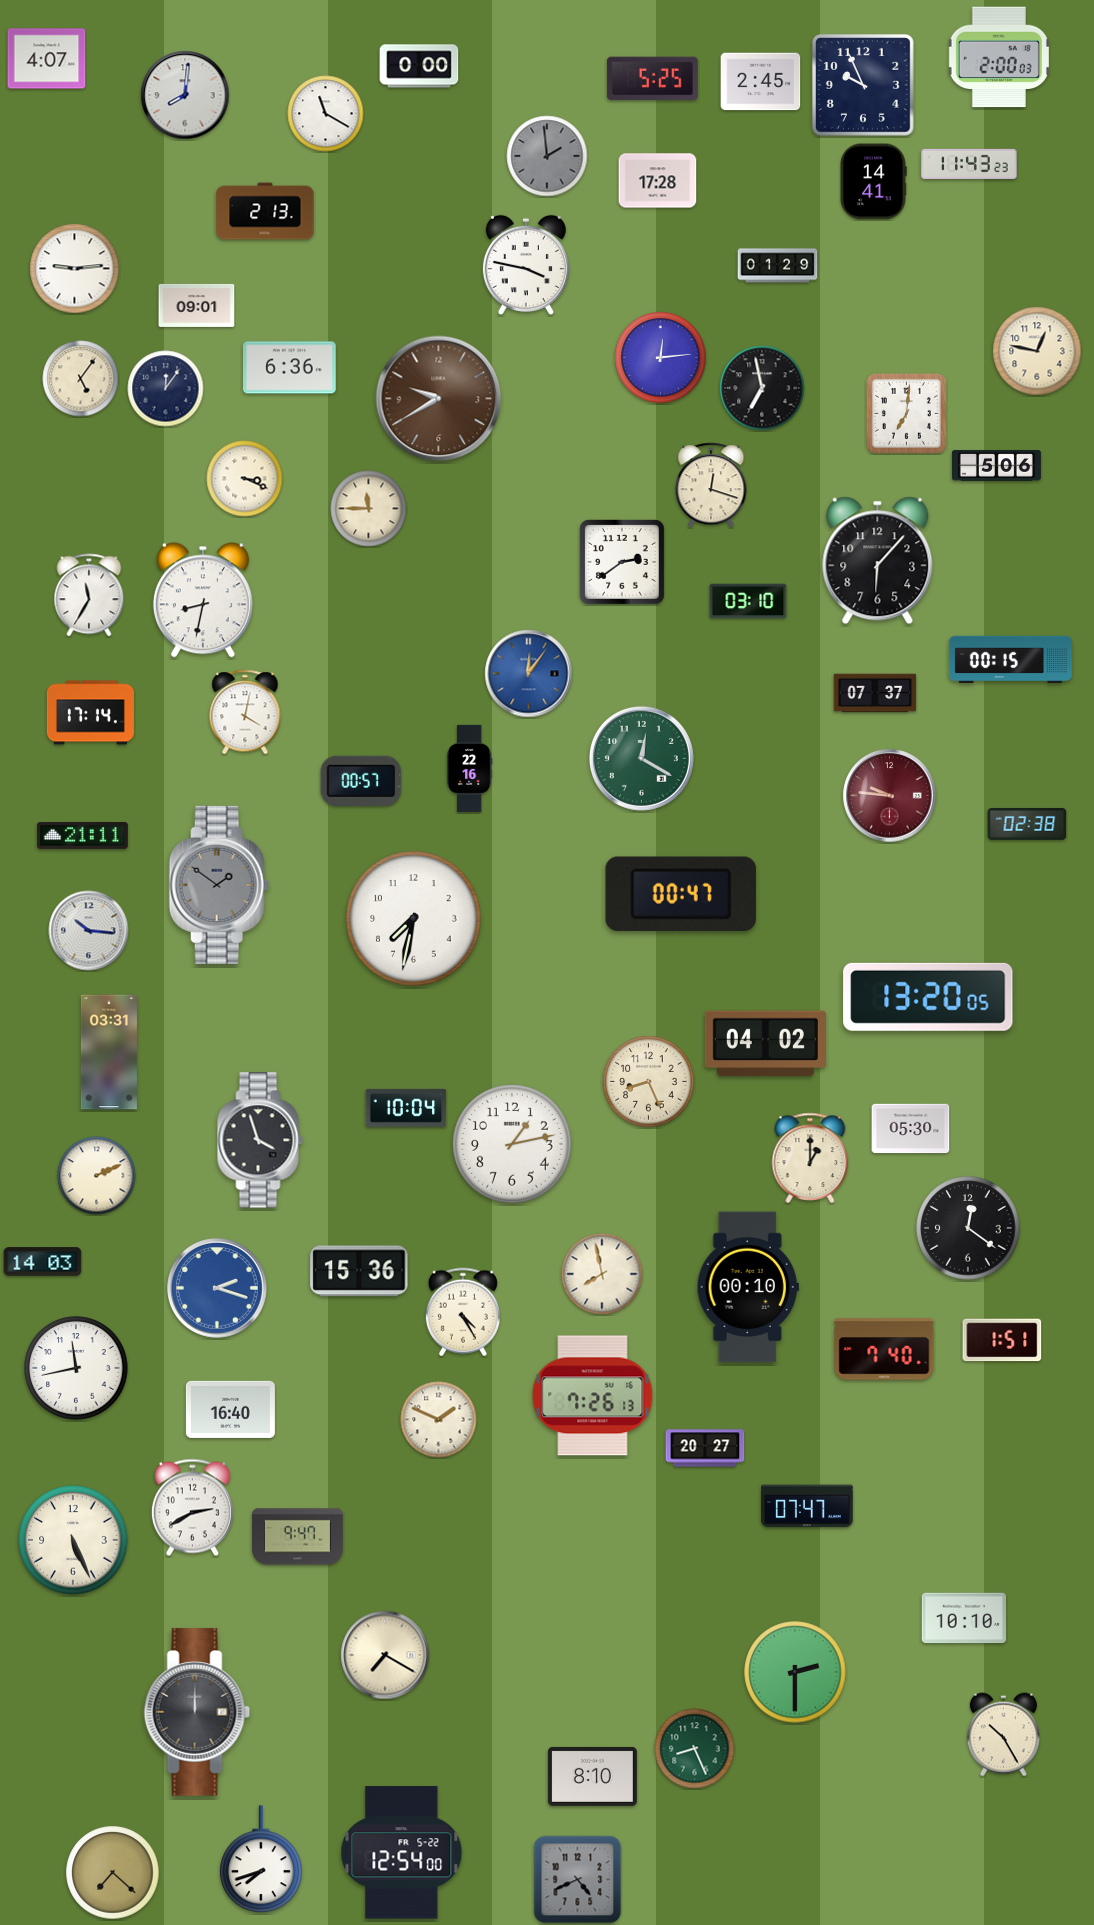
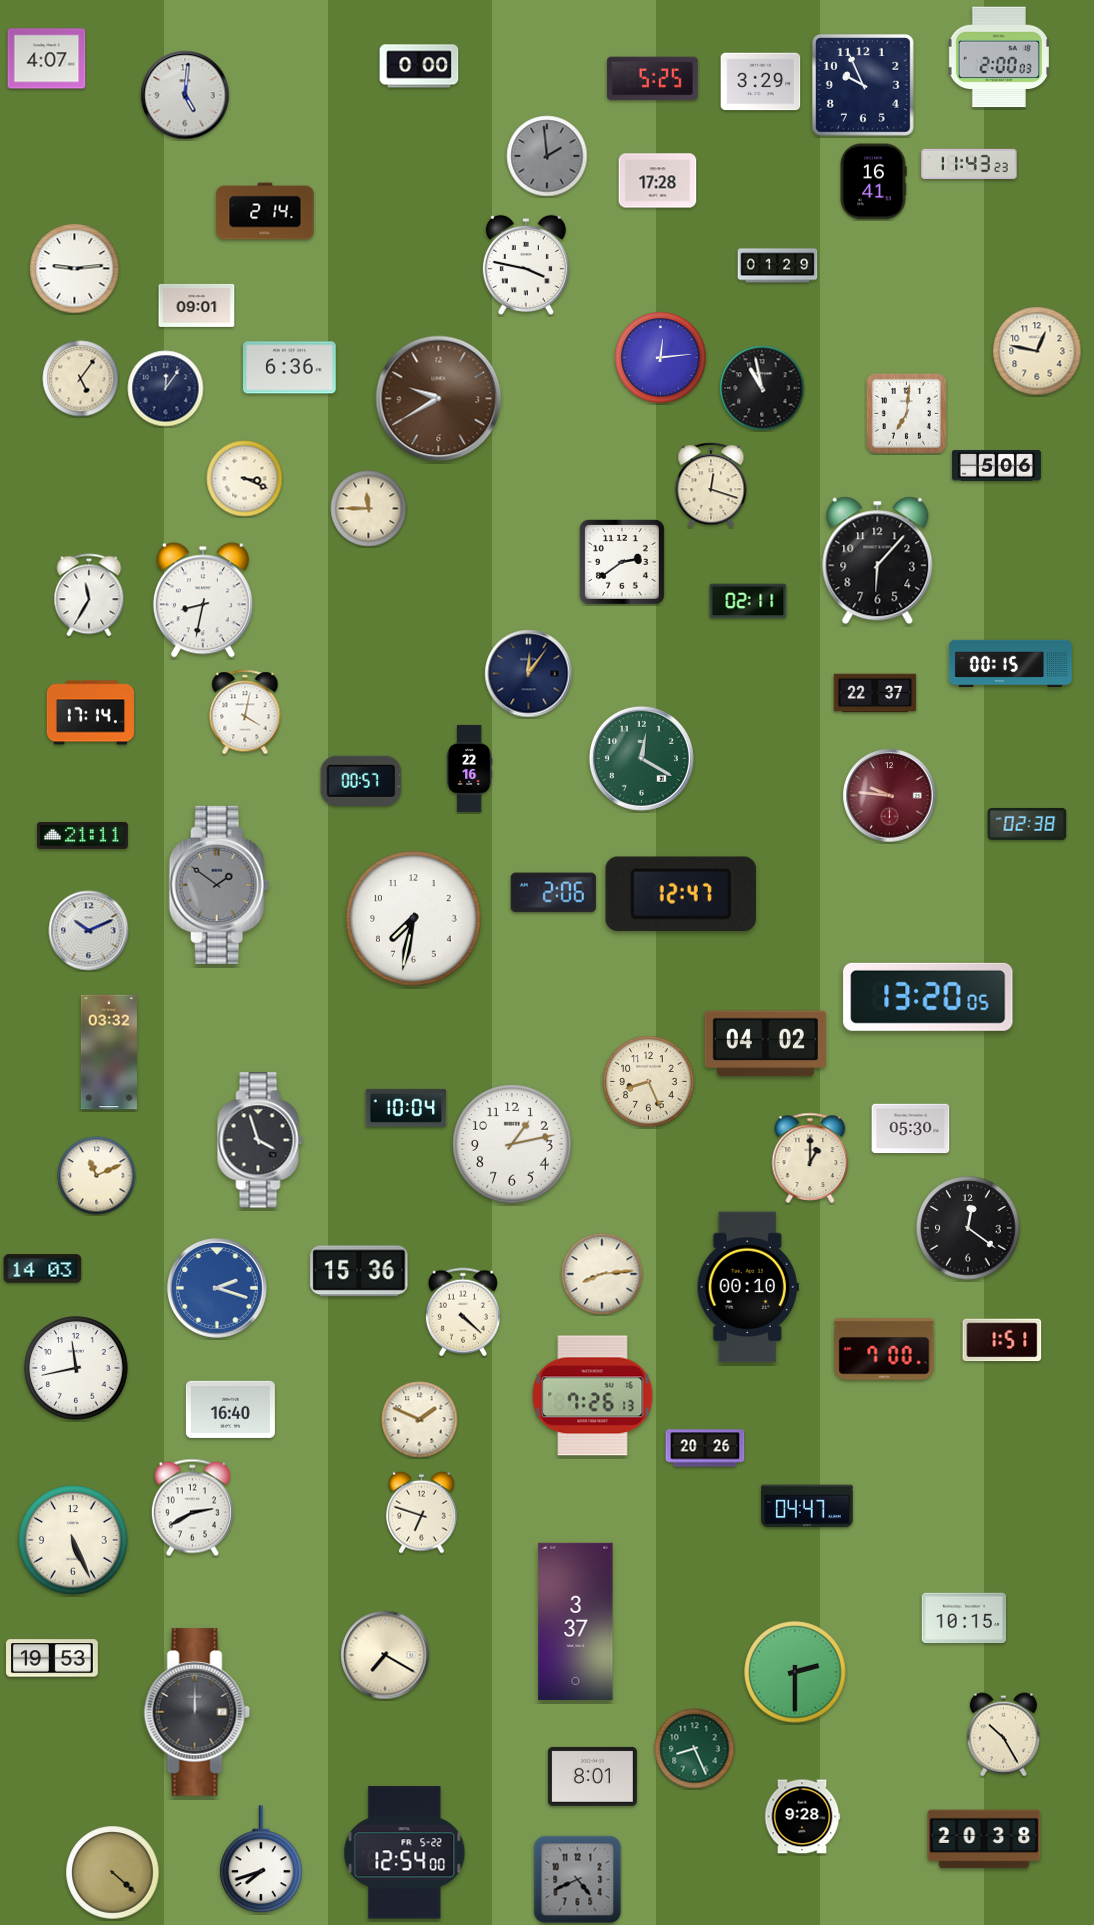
clock at (761, 82): 2:45 -> 3:29
clock at (185, 95): 8:01 -> 5:01
clock at (326, 114): 11:20 -> none
clock at (873, 182): 14:41 -> 16:41
clock at (265, 211): 2:13 -> 2:14
clock at (762, 388): 6:58 -> 10:58
clock at (748, 601): 03:10 -> 02:11
clock at (1010, 659) position: (1010, 659) -> (1010, 663)
clock at (529, 674) dial: blue -> navy
clock at (875, 693): 07:37 -> 22:37
clock at (553, 893): none -> 2:06
clock at (680, 893): 00:47 -> 12:47
clock at (89, 931): 10:16 -> 10:11
clock at (109, 1052): 03:31 -> 03:32
clock at (97, 1176): 2:11 -> 11:11
clock at (43, 1262) position: (43, 1262) -> (43, 1269)
clock at (602, 1274): 7:58 -> 8:14
clock at (463, 1312): 4:25 -> 4:22
clock at (884, 1349): 7:40 -> 7:00
clock at (439, 1420) position: (439, 1420) -> (420, 1420)
clock at (705, 1448): 20:27 -> 20:26
clock at (807, 1506): 07:47 -> 04:47
clock at (422, 1512): none -> 6:48
clock at (298, 1537): 9:47 -> none
clock at (964, 1618): 10:10 -> 10:15
clock at (576, 1621): none -> 3:37
clock at (53, 1658): none -> 19:53
clock at (592, 1776): 8:10 -> 8:01
clock at (802, 1817): none -> 9:28
clock at (984, 1839): none -> 20:38
clock at (402, 1853) position: (402, 1853) -> (405, 1853)
clock at (113, 1873): 7:22 -> 4:22
